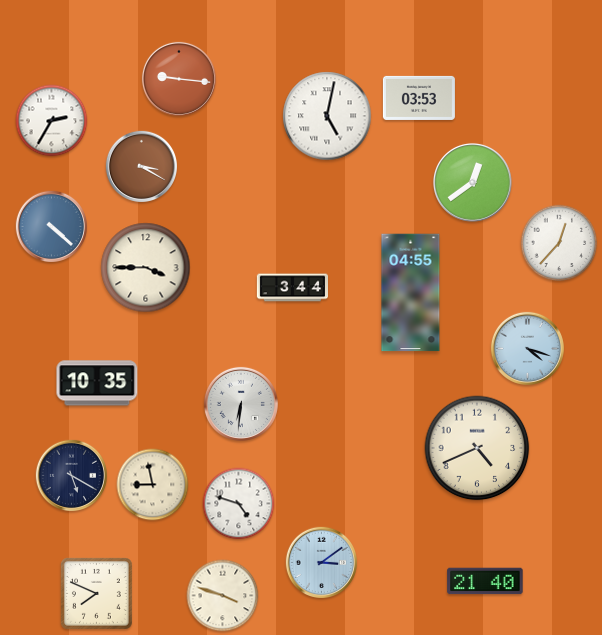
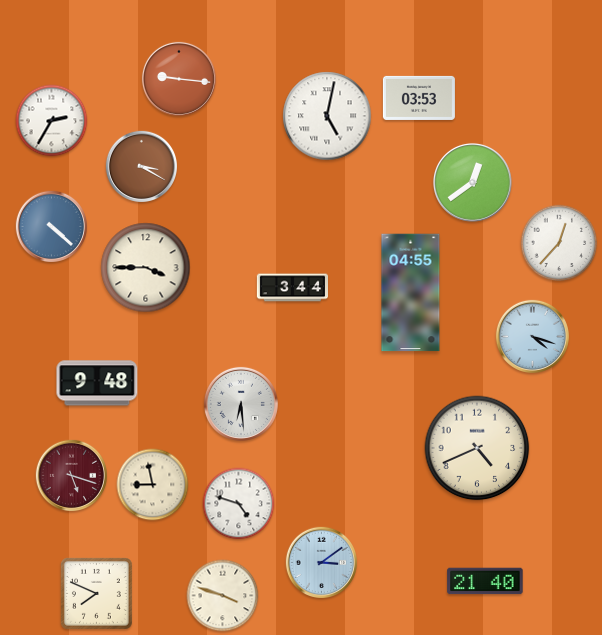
clock at (527, 348) position: (527, 348) -> (532, 336)
clock at (97, 383): 10:35 -> 9:48
clock at (241, 404): 6:31 -> 6:29
clock at (71, 475): 5:20 -> 5:18
clock at (71, 475) dial: navy -> burgundy
